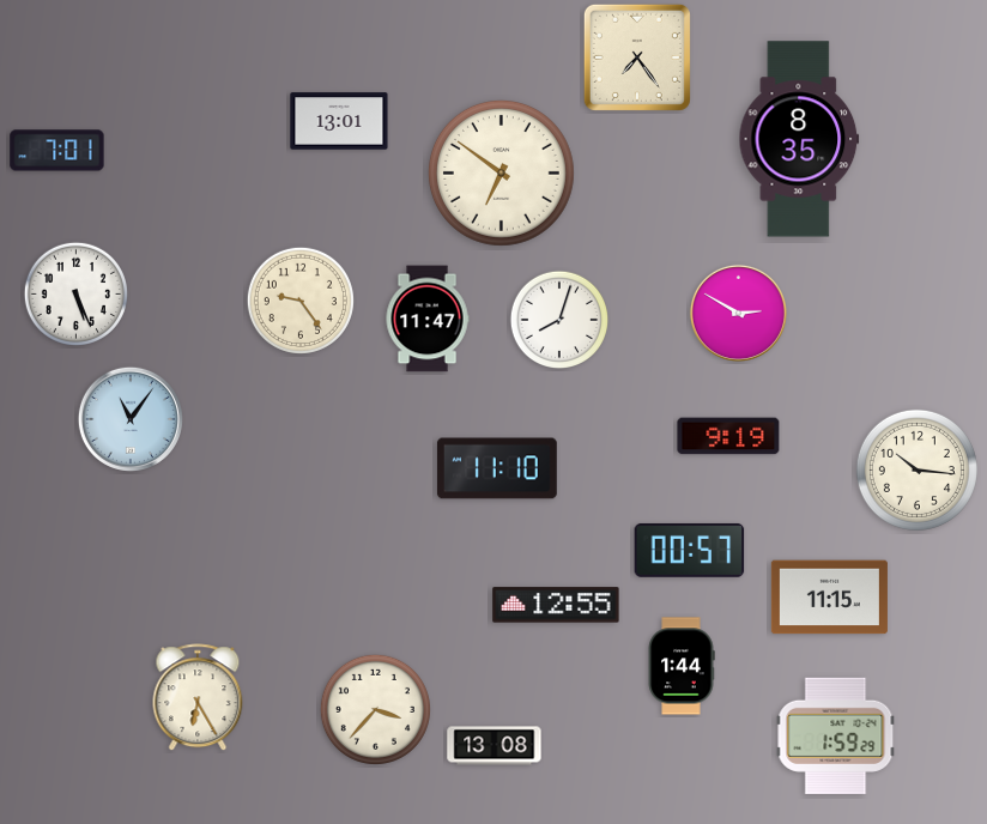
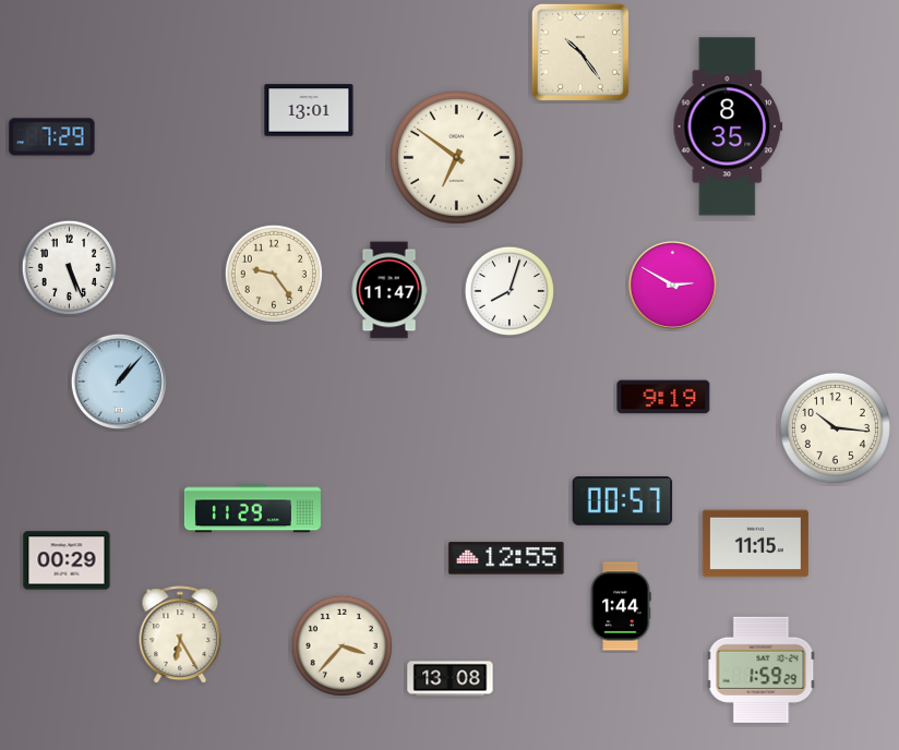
clock at (637, 57): 7:24 -> 10:24
clock at (57, 151): 7:01 -> 7:29
clock at (131, 419): 11:06 -> 1:07
clock at (497, 468): 11:10 -> none
clock at (690, 550) position: (690, 550) -> (623, 500)
clock at (252, 509): none -> 11:29
clock at (556, 605) position: (556, 605) -> (506, 558)
clock at (67, 560): none -> 00:29
